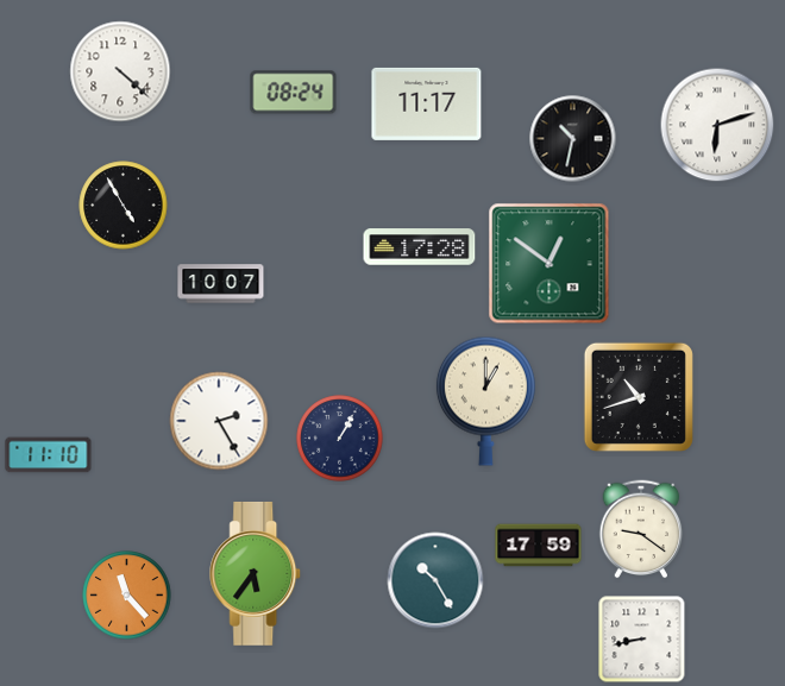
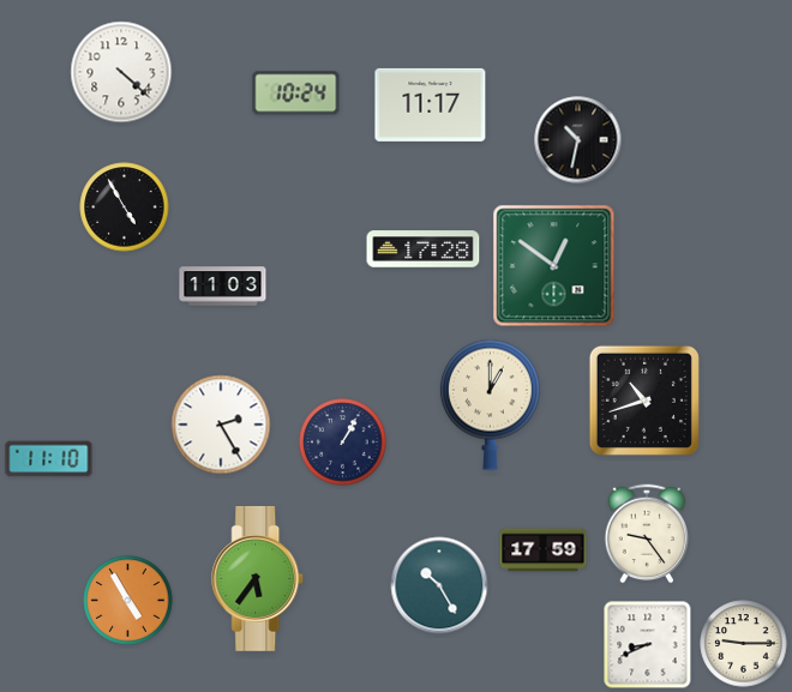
clock at (294, 93): 08:24 -> 10:24
clock at (717, 125): 6:12 -> none
clock at (221, 284): 10:07 -> 11:03
clock at (641, 529): 9:21 -> 9:24
clock at (127, 596): 11:23 -> 4:55
clock at (744, 644): none -> 9:15
clock at (642, 640): 8:43 -> 8:41
